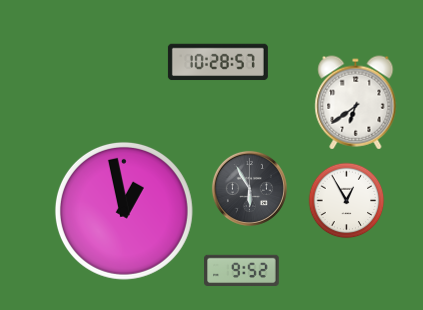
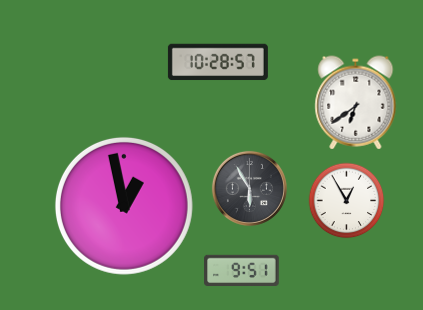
clock at (124, 211) position: (124, 211) -> (124, 206)
clock at (242, 271): 9:52 -> 9:51
